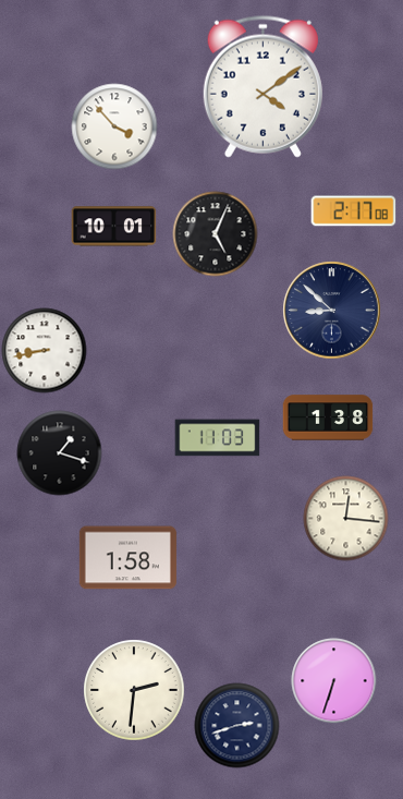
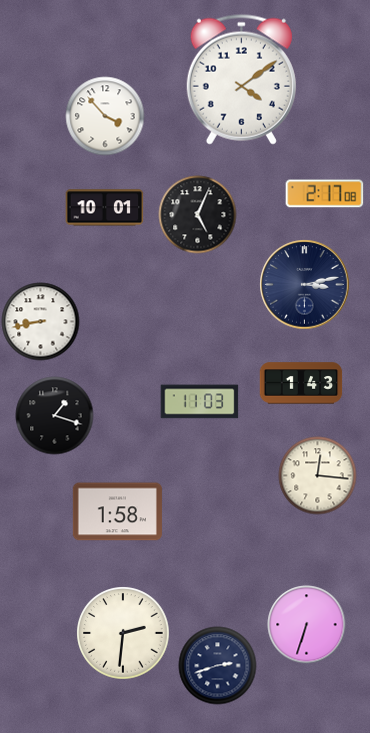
clock at (331, 310): 8:52 -> 3:13
clock at (328, 417): 1:38 -> 1:43
